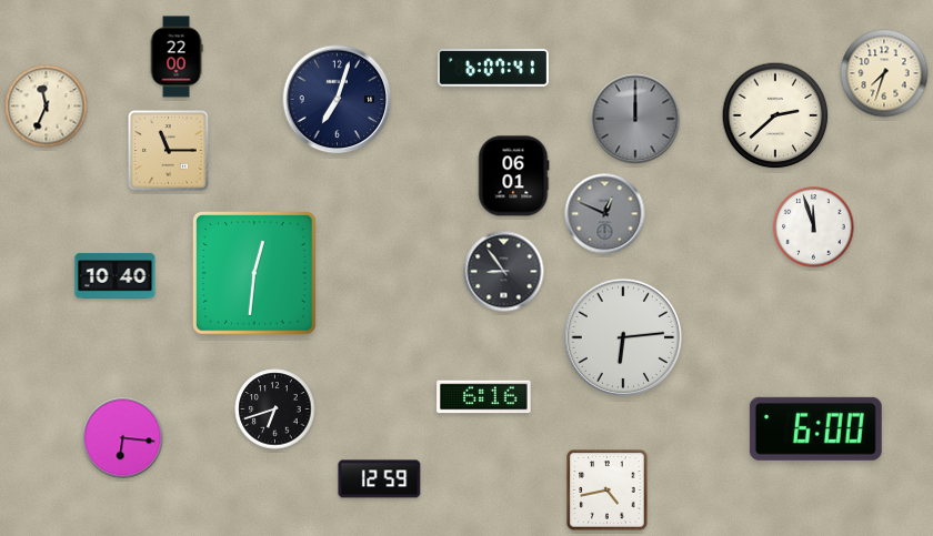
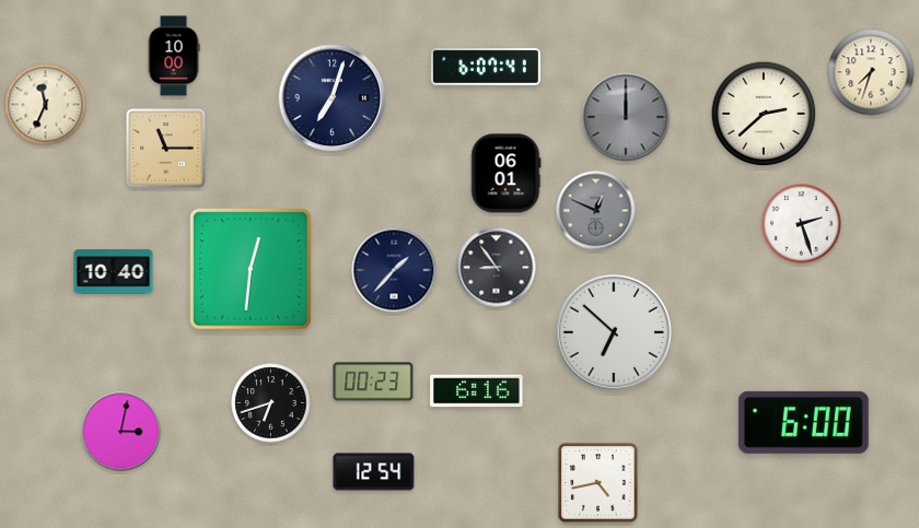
clock at (177, 57): 22:00 -> 10:00
clock at (814, 227): 11:57 -> 2:27
clock at (394, 270): none -> 1:37
clock at (623, 337): 6:14 -> 6:52
clock at (373, 382): none -> 00:23
clock at (123, 438): 6:16 -> 3:02
clock at (380, 479): 12:59 -> 12:54
